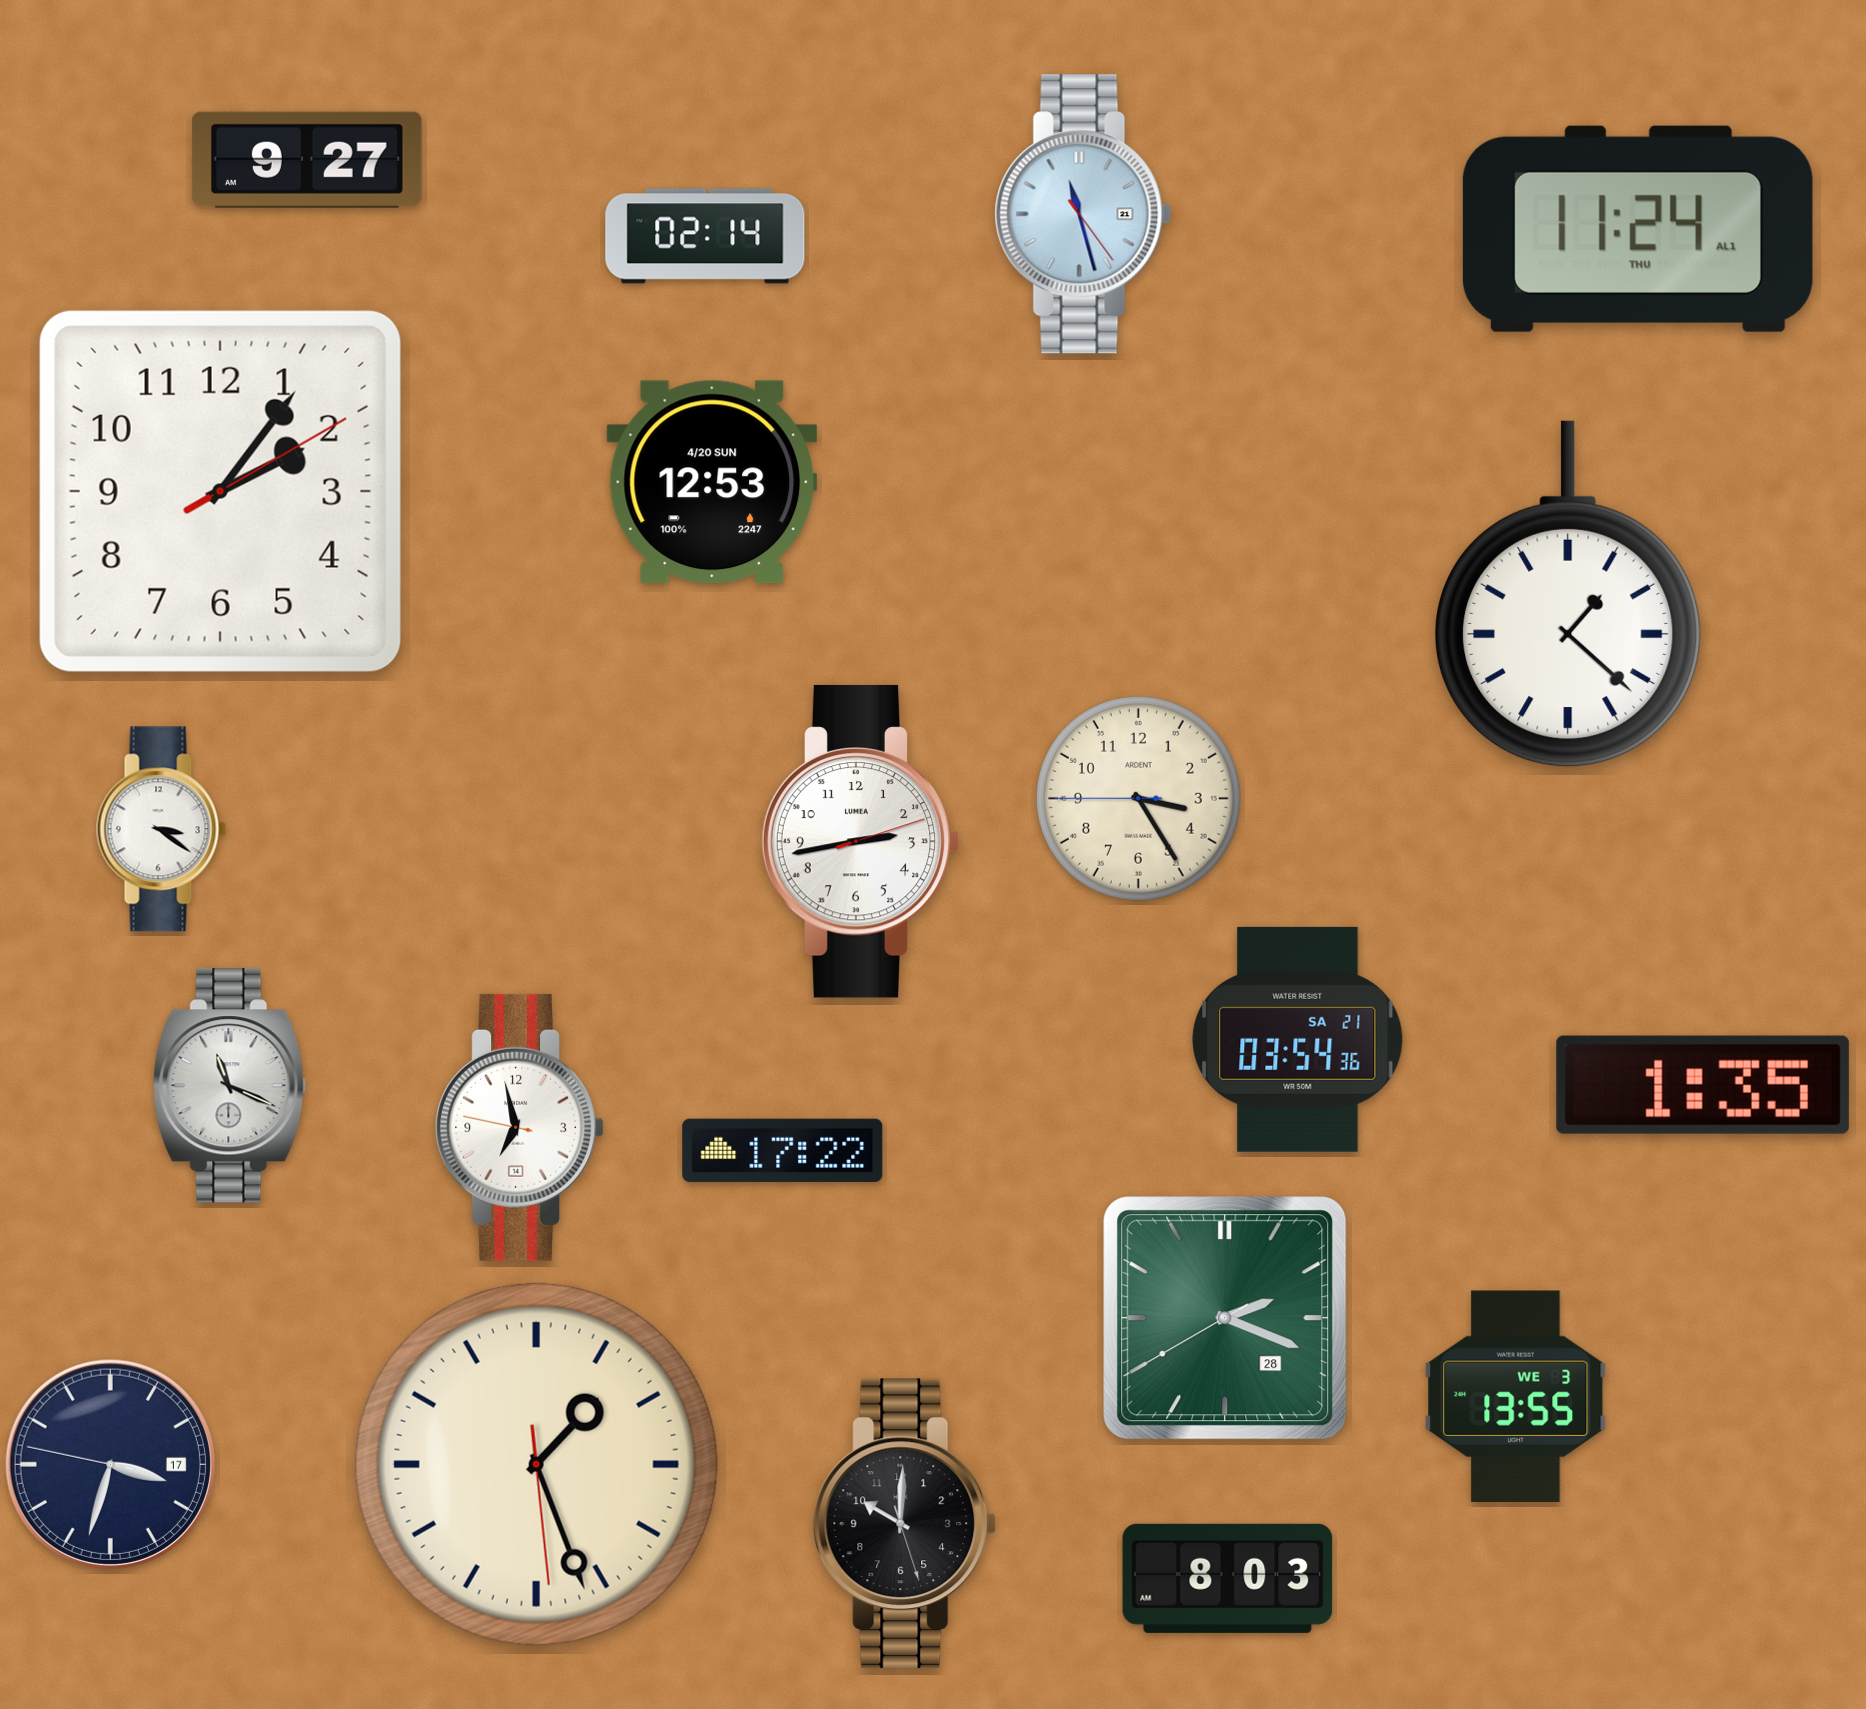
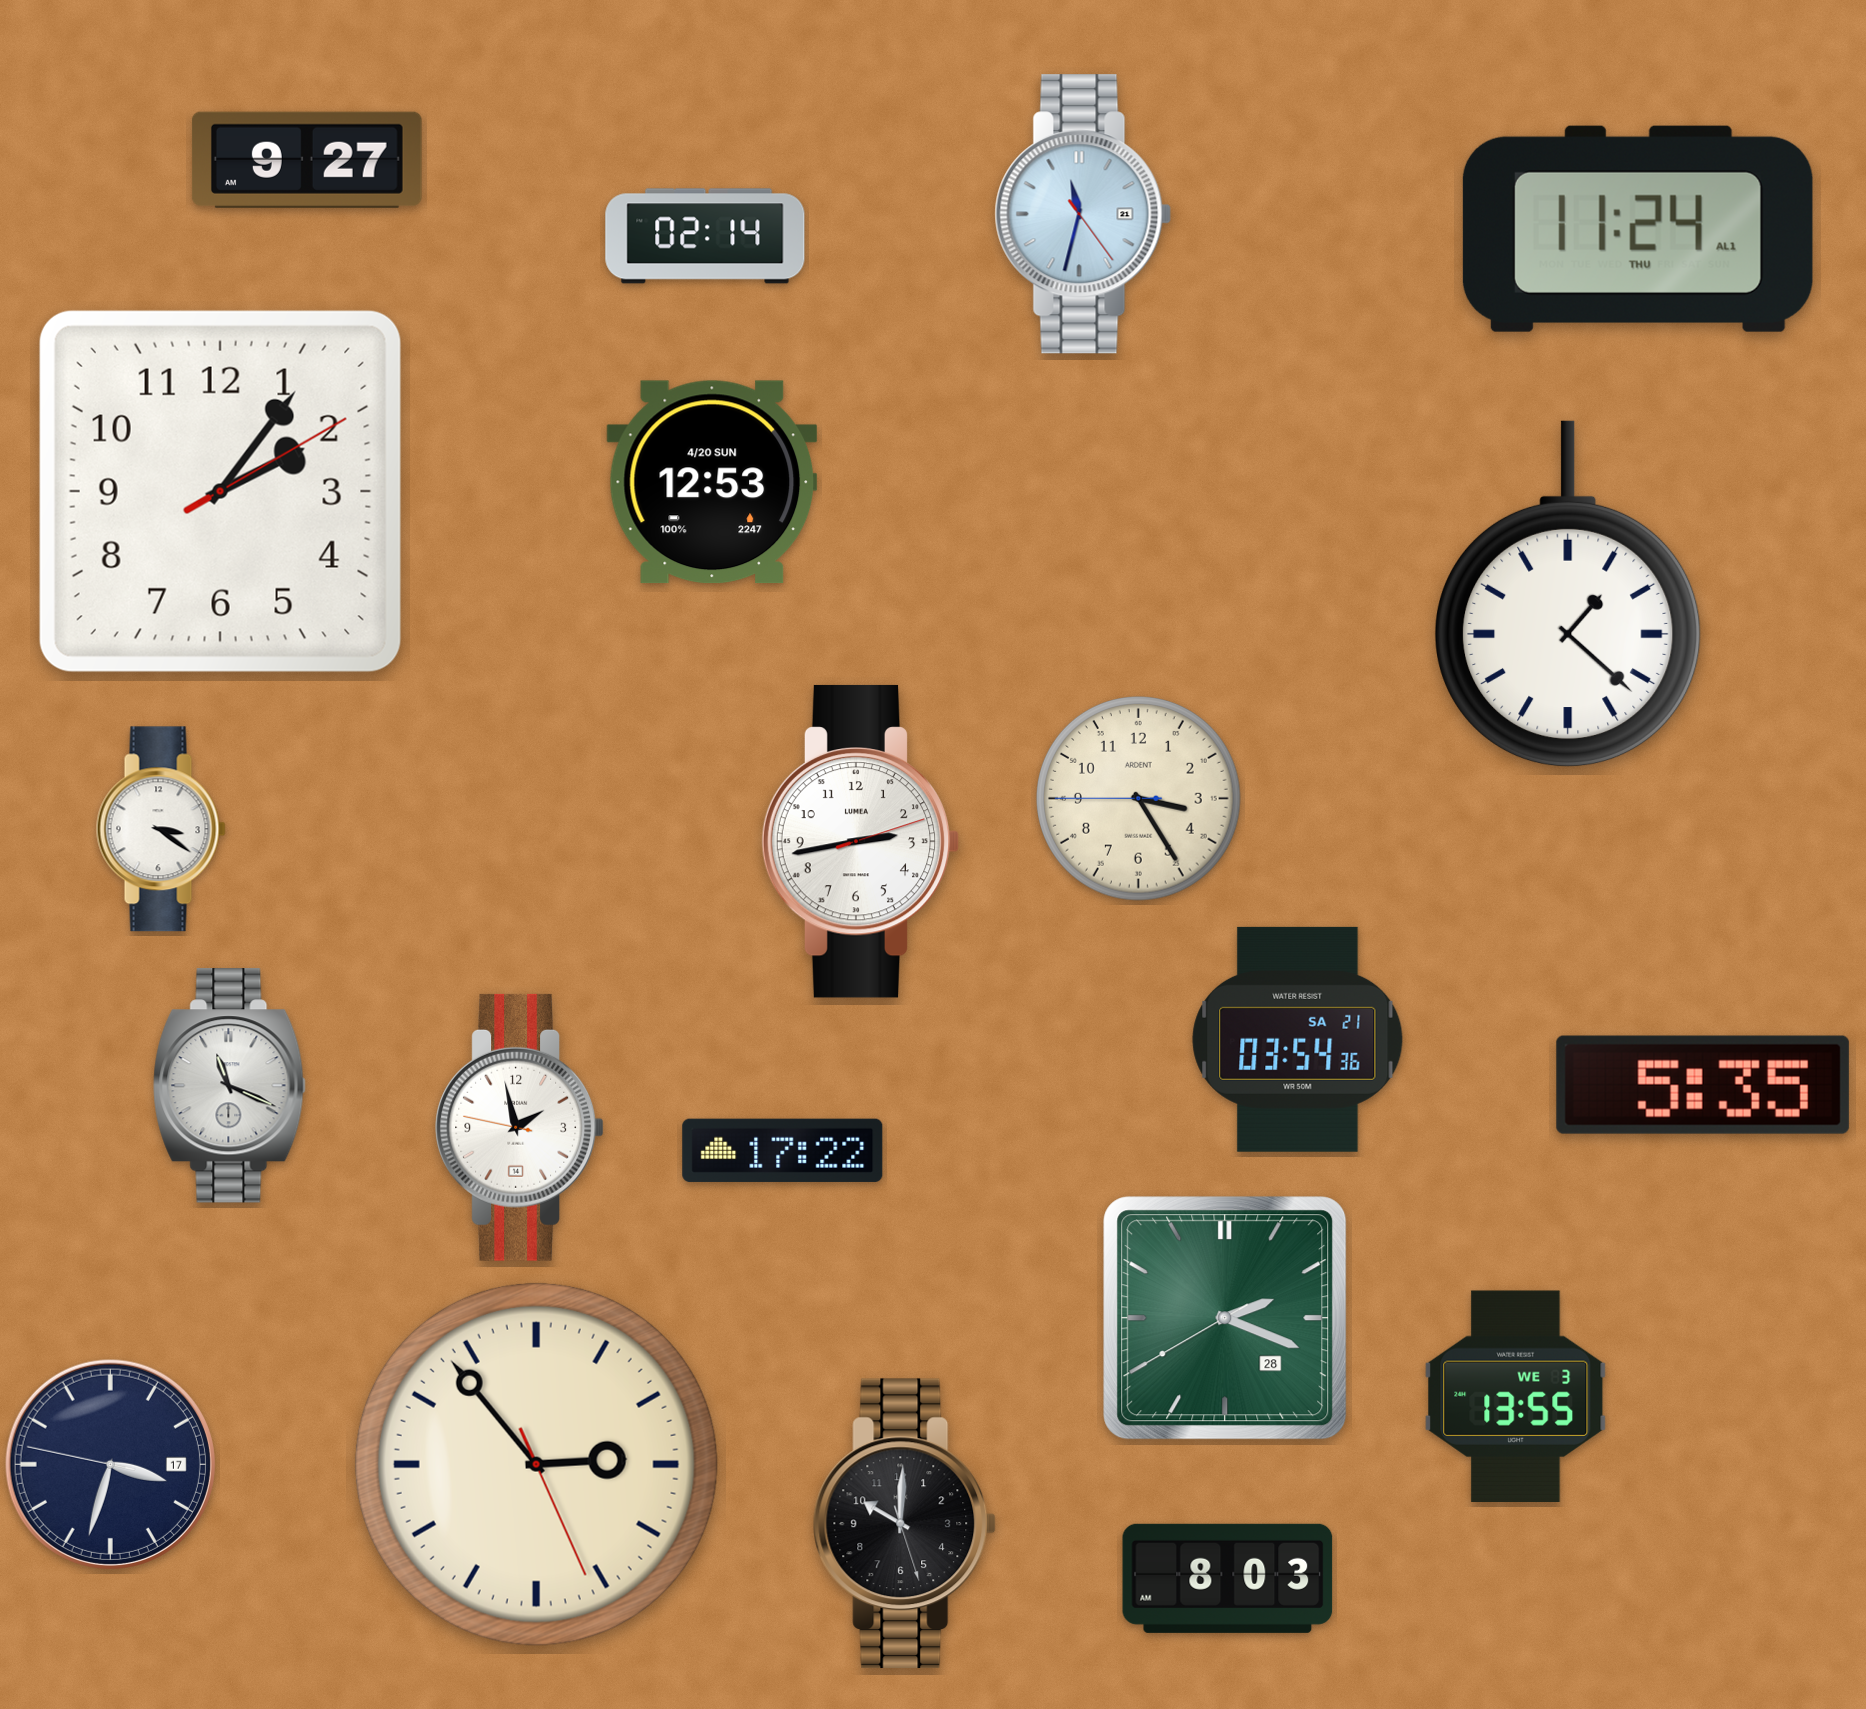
clock at (1083, 214): 11:27 -> 11:32
clock at (1703, 1085): 1:35 -> 5:35
clock at (519, 1127): 6:57 -> 1:57
clock at (536, 1464): 1:26 -> 2:53
